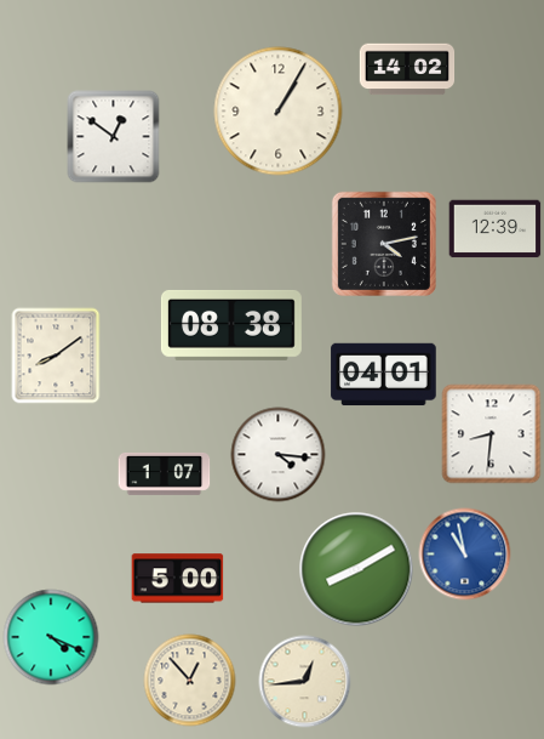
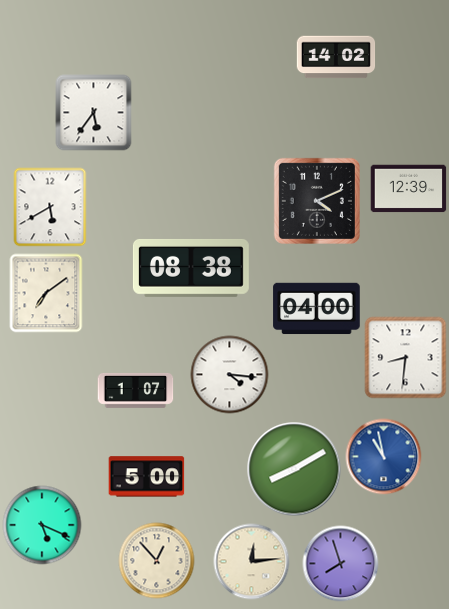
clock at (279, 112): 1:05 -> none
clock at (114, 137): 12:51 -> 5:36
clock at (384, 244): 4:13 -> 4:11
clock at (50, 207): none -> 5:40
clock at (56, 356): 8:09 -> 7:09
clock at (384, 375): 04:01 -> 04:00
clock at (51, 637): 4:19 -> 5:19
clock at (305, 682): 12:44 -> 12:14
clock at (341, 564): none -> 7:57
